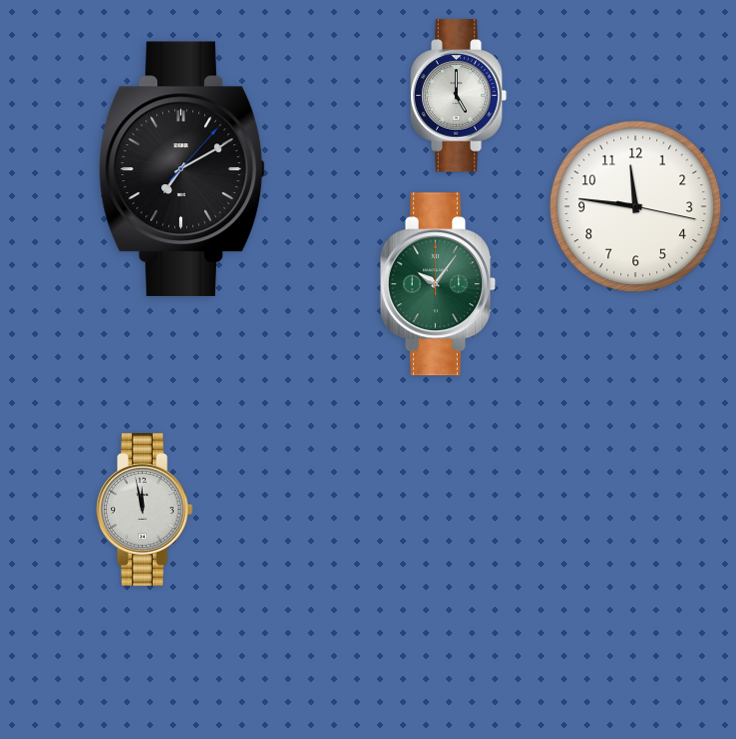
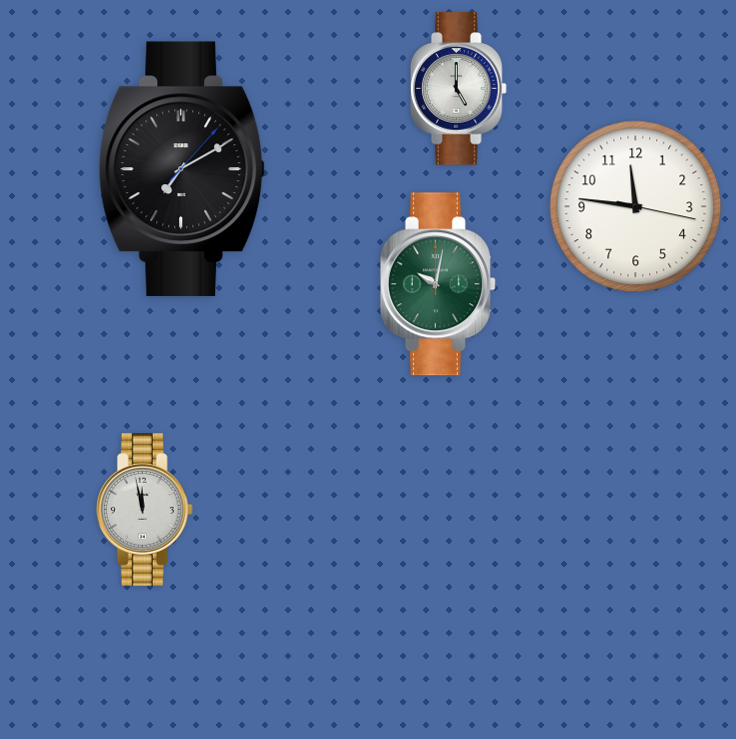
clock at (458, 96) position: (458, 96) -> (458, 89)
clock at (438, 284): 10:06 -> 10:02
